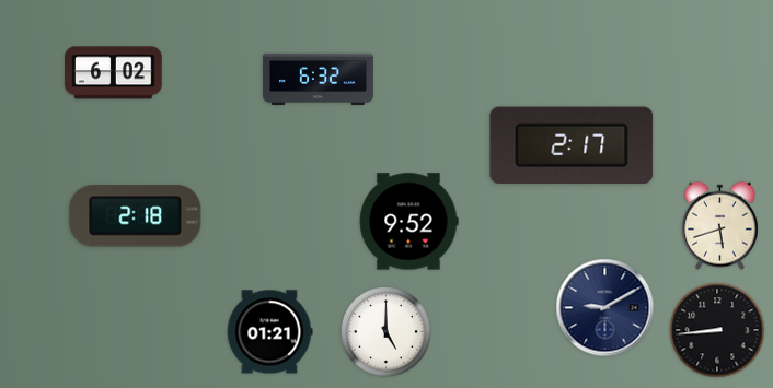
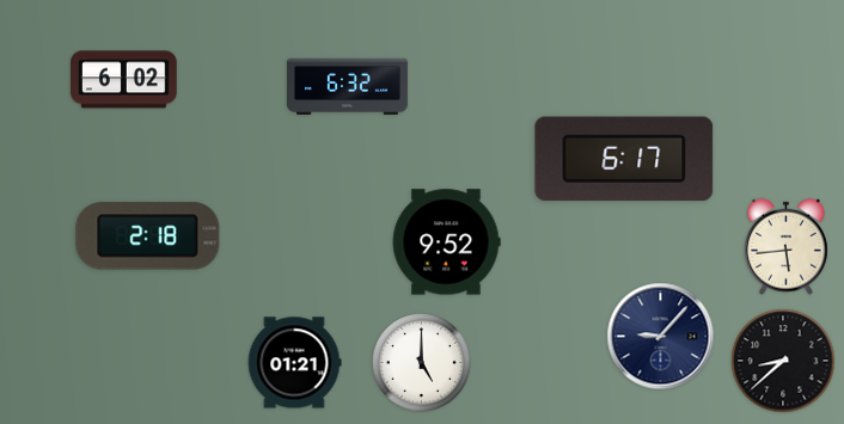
clock at (572, 145): 2:17 -> 6:17
clock at (719, 225): 5:42 -> 5:44
clock at (605, 308): 9:10 -> 9:07
clock at (717, 330): 8:44 -> 8:38
